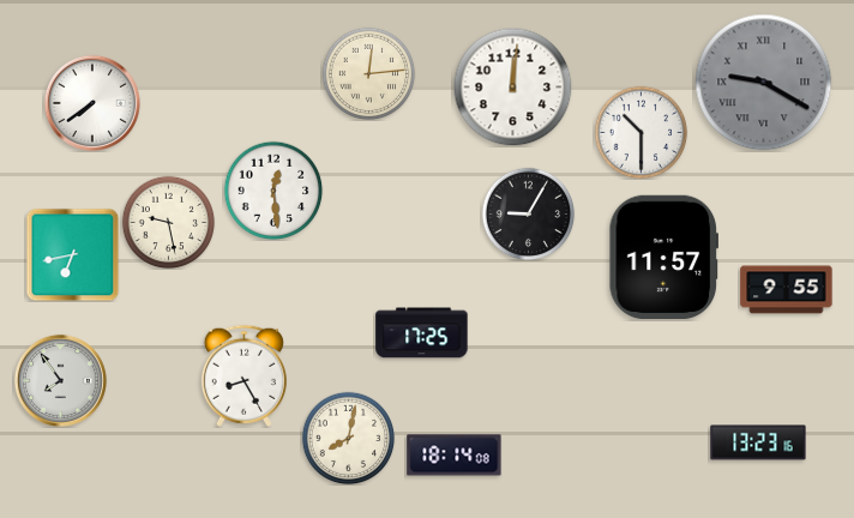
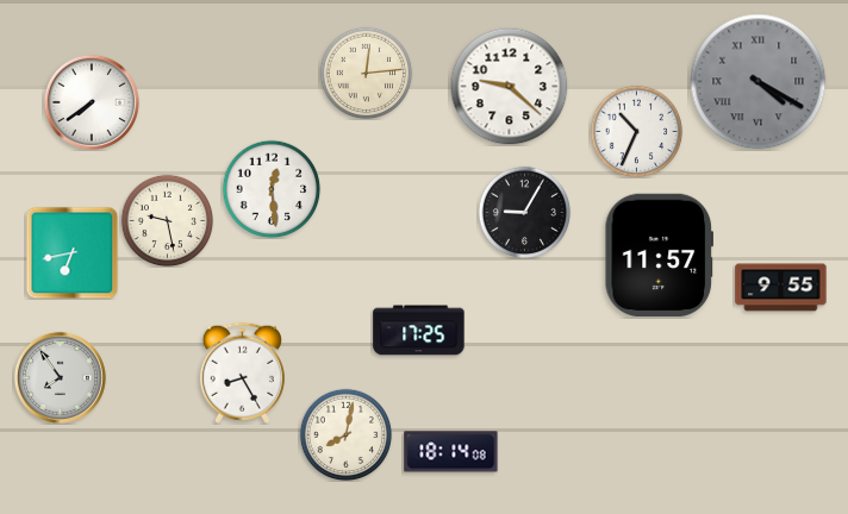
clock at (764, 83): 9:20 -> 4:20
clock at (513, 88): 12:01 -> 9:22
clock at (640, 132): 10:30 -> 10:34
clock at (758, 442): 13:23 -> none
